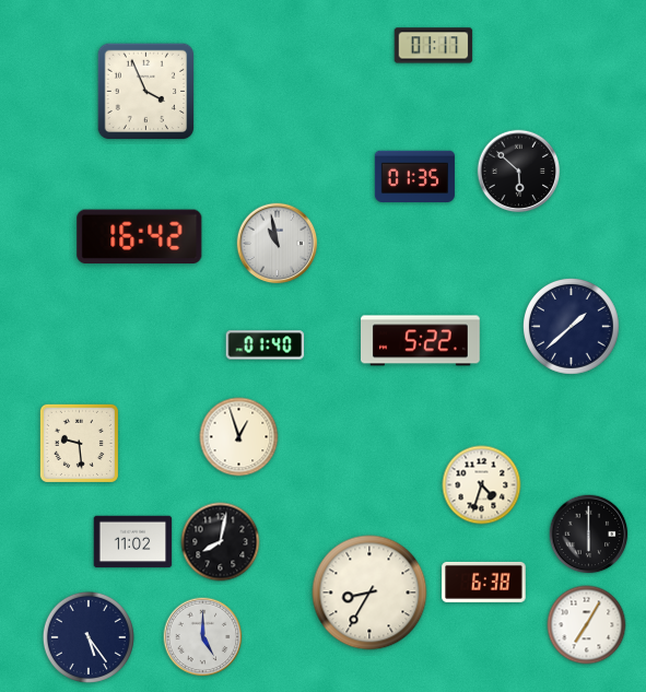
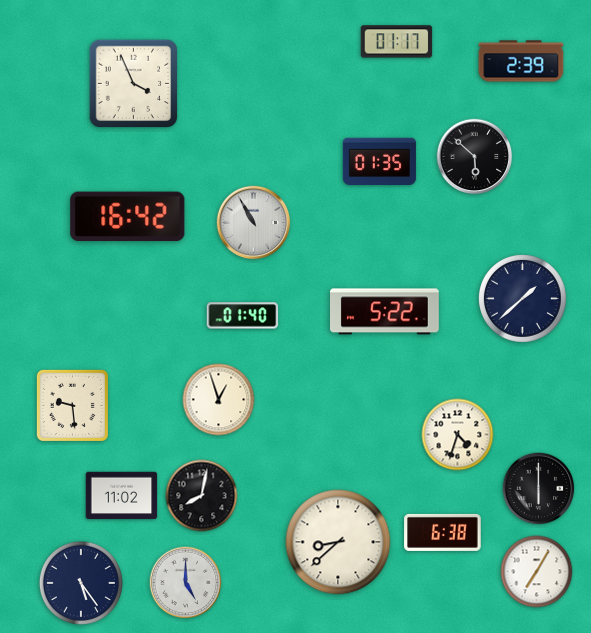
clock at (521, 61): none -> 2:39
clock at (278, 244): 10:58 -> 10:55
clock at (482, 485) position: (482, 485) -> (458, 435)
clock at (369, 593): 8:35 -> 8:38
